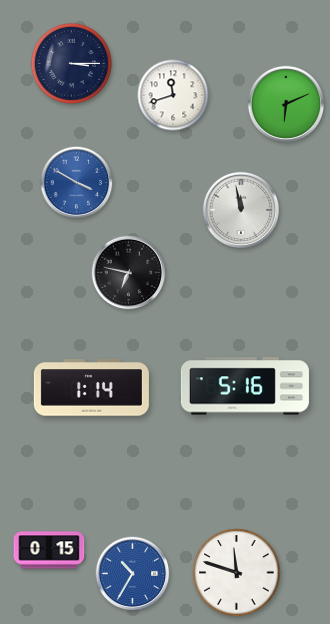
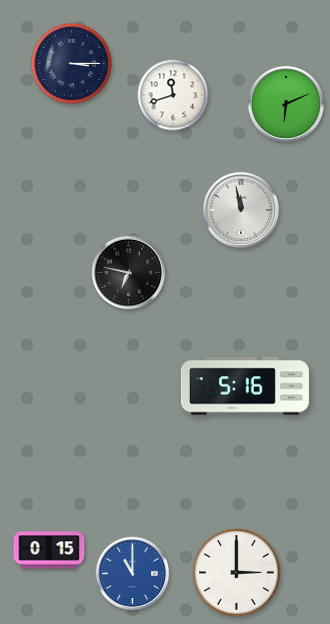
clock at (77, 183): 3:50 -> none
clock at (91, 388): 1:14 -> none
clock at (237, 573): 11:48 -> 3:00
clock at (133, 574): 10:35 -> 11:00
